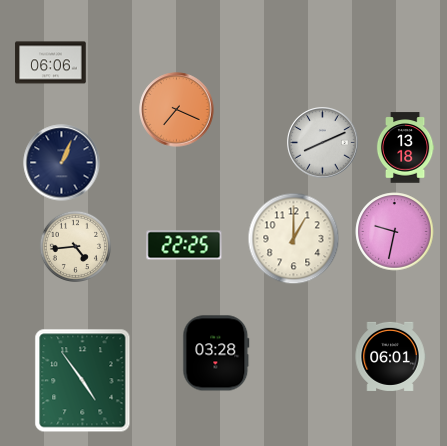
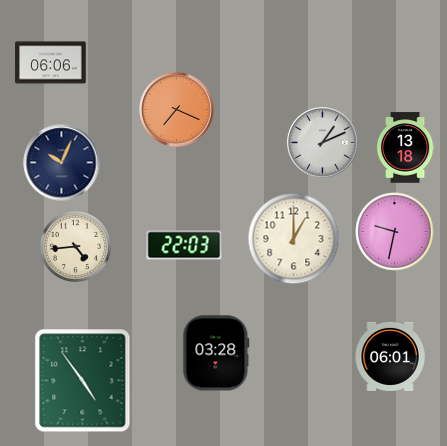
clock at (323, 143): 8:11 -> 1:11
clock at (62, 163): 1:04 -> 10:04
clock at (184, 245): 22:25 -> 22:03
